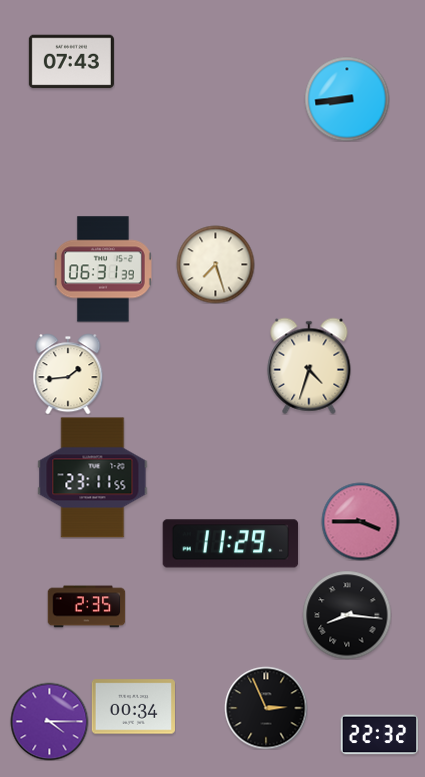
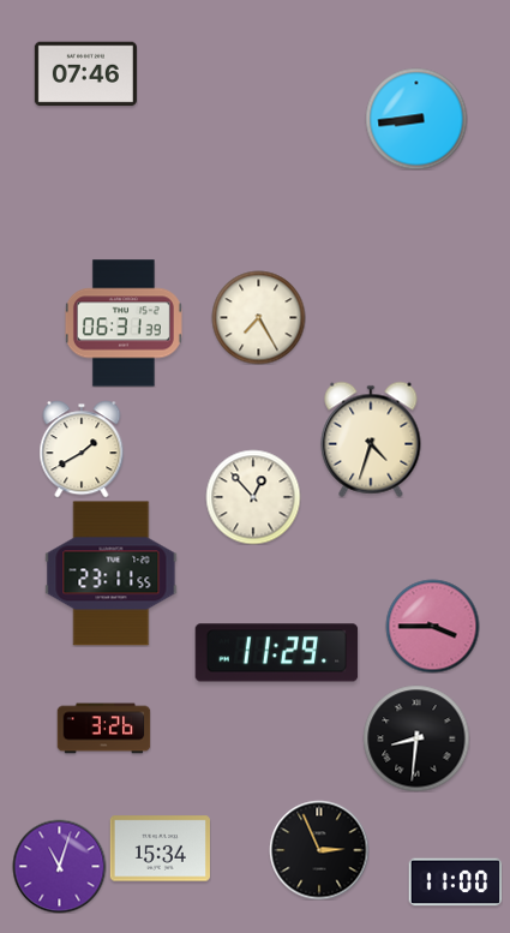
clock at (71, 62): 07:43 -> 07:46
clock at (215, 264): 7:27 -> 7:25
clock at (68, 374): 1:44 -> 1:40
clock at (253, 497): none -> 12:53
clock at (86, 607): 2:35 -> 3:26
clock at (347, 615): 8:16 -> 8:31
clock at (133, 707): 00:34 -> 15:34
clock at (49, 721): 4:15 -> 11:03
clock at (379, 735): 22:32 -> 11:00
